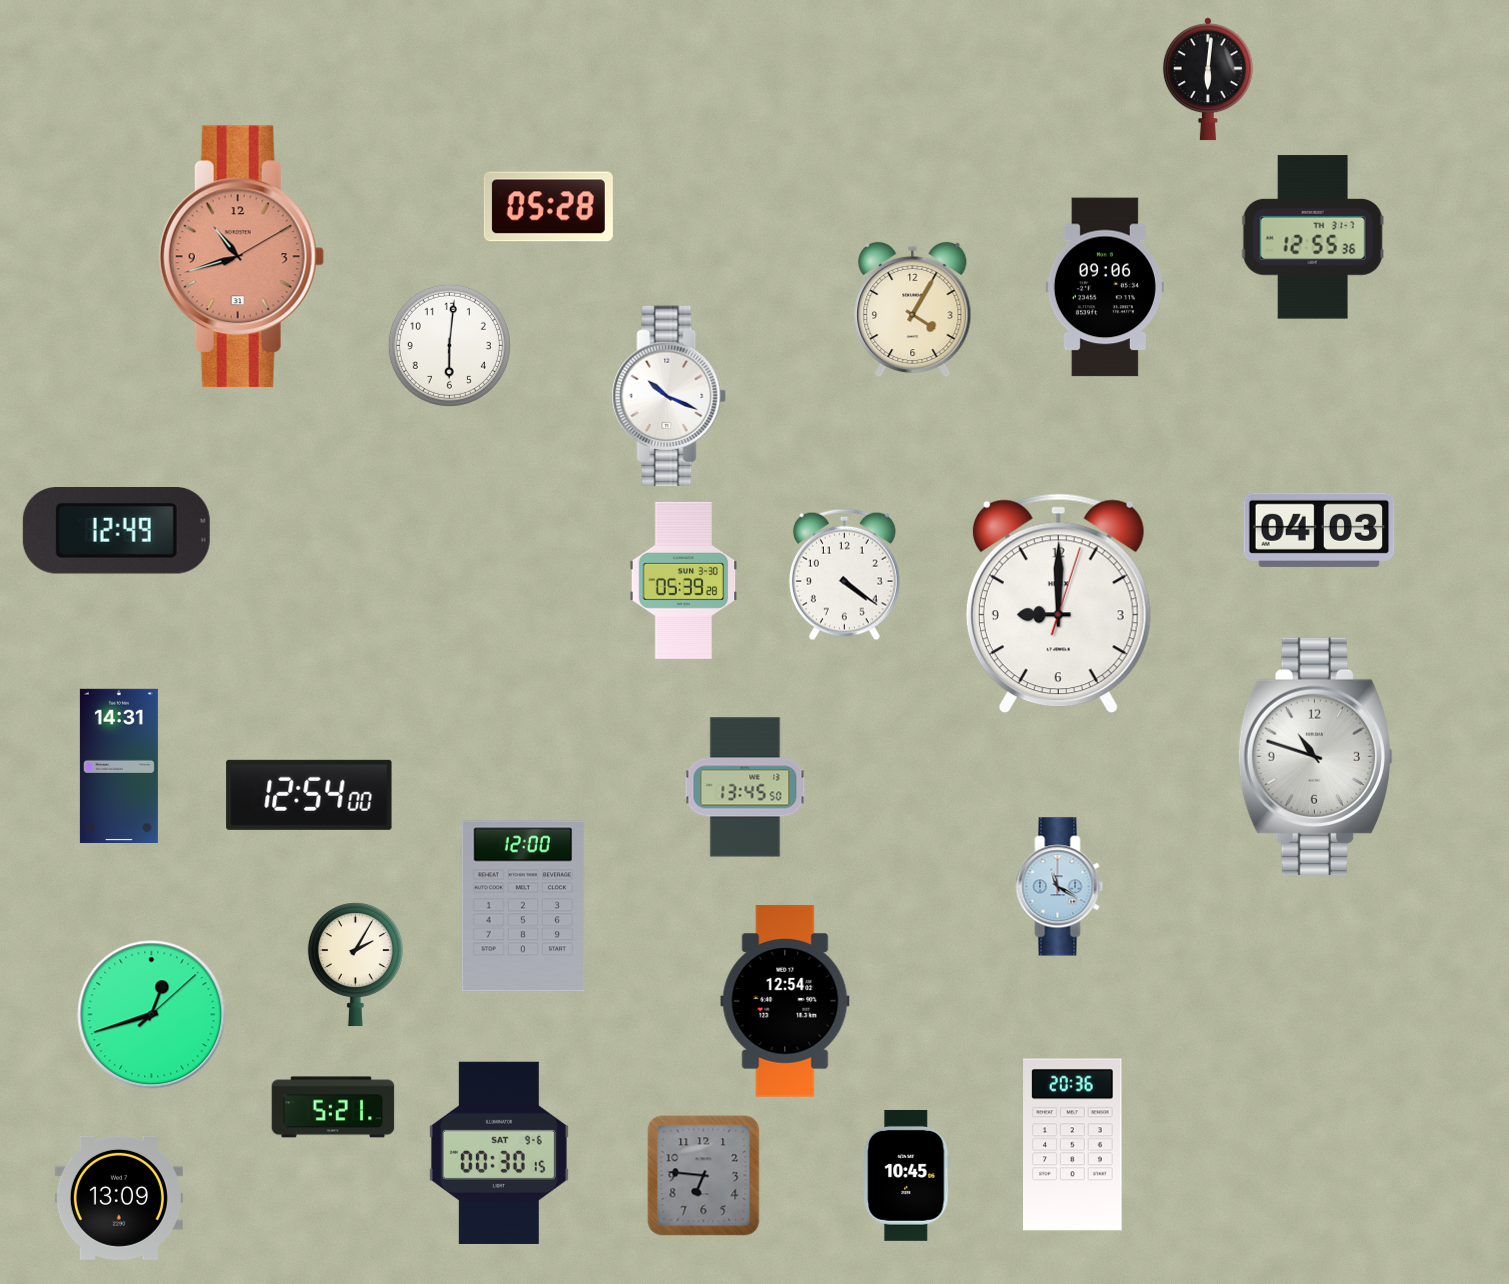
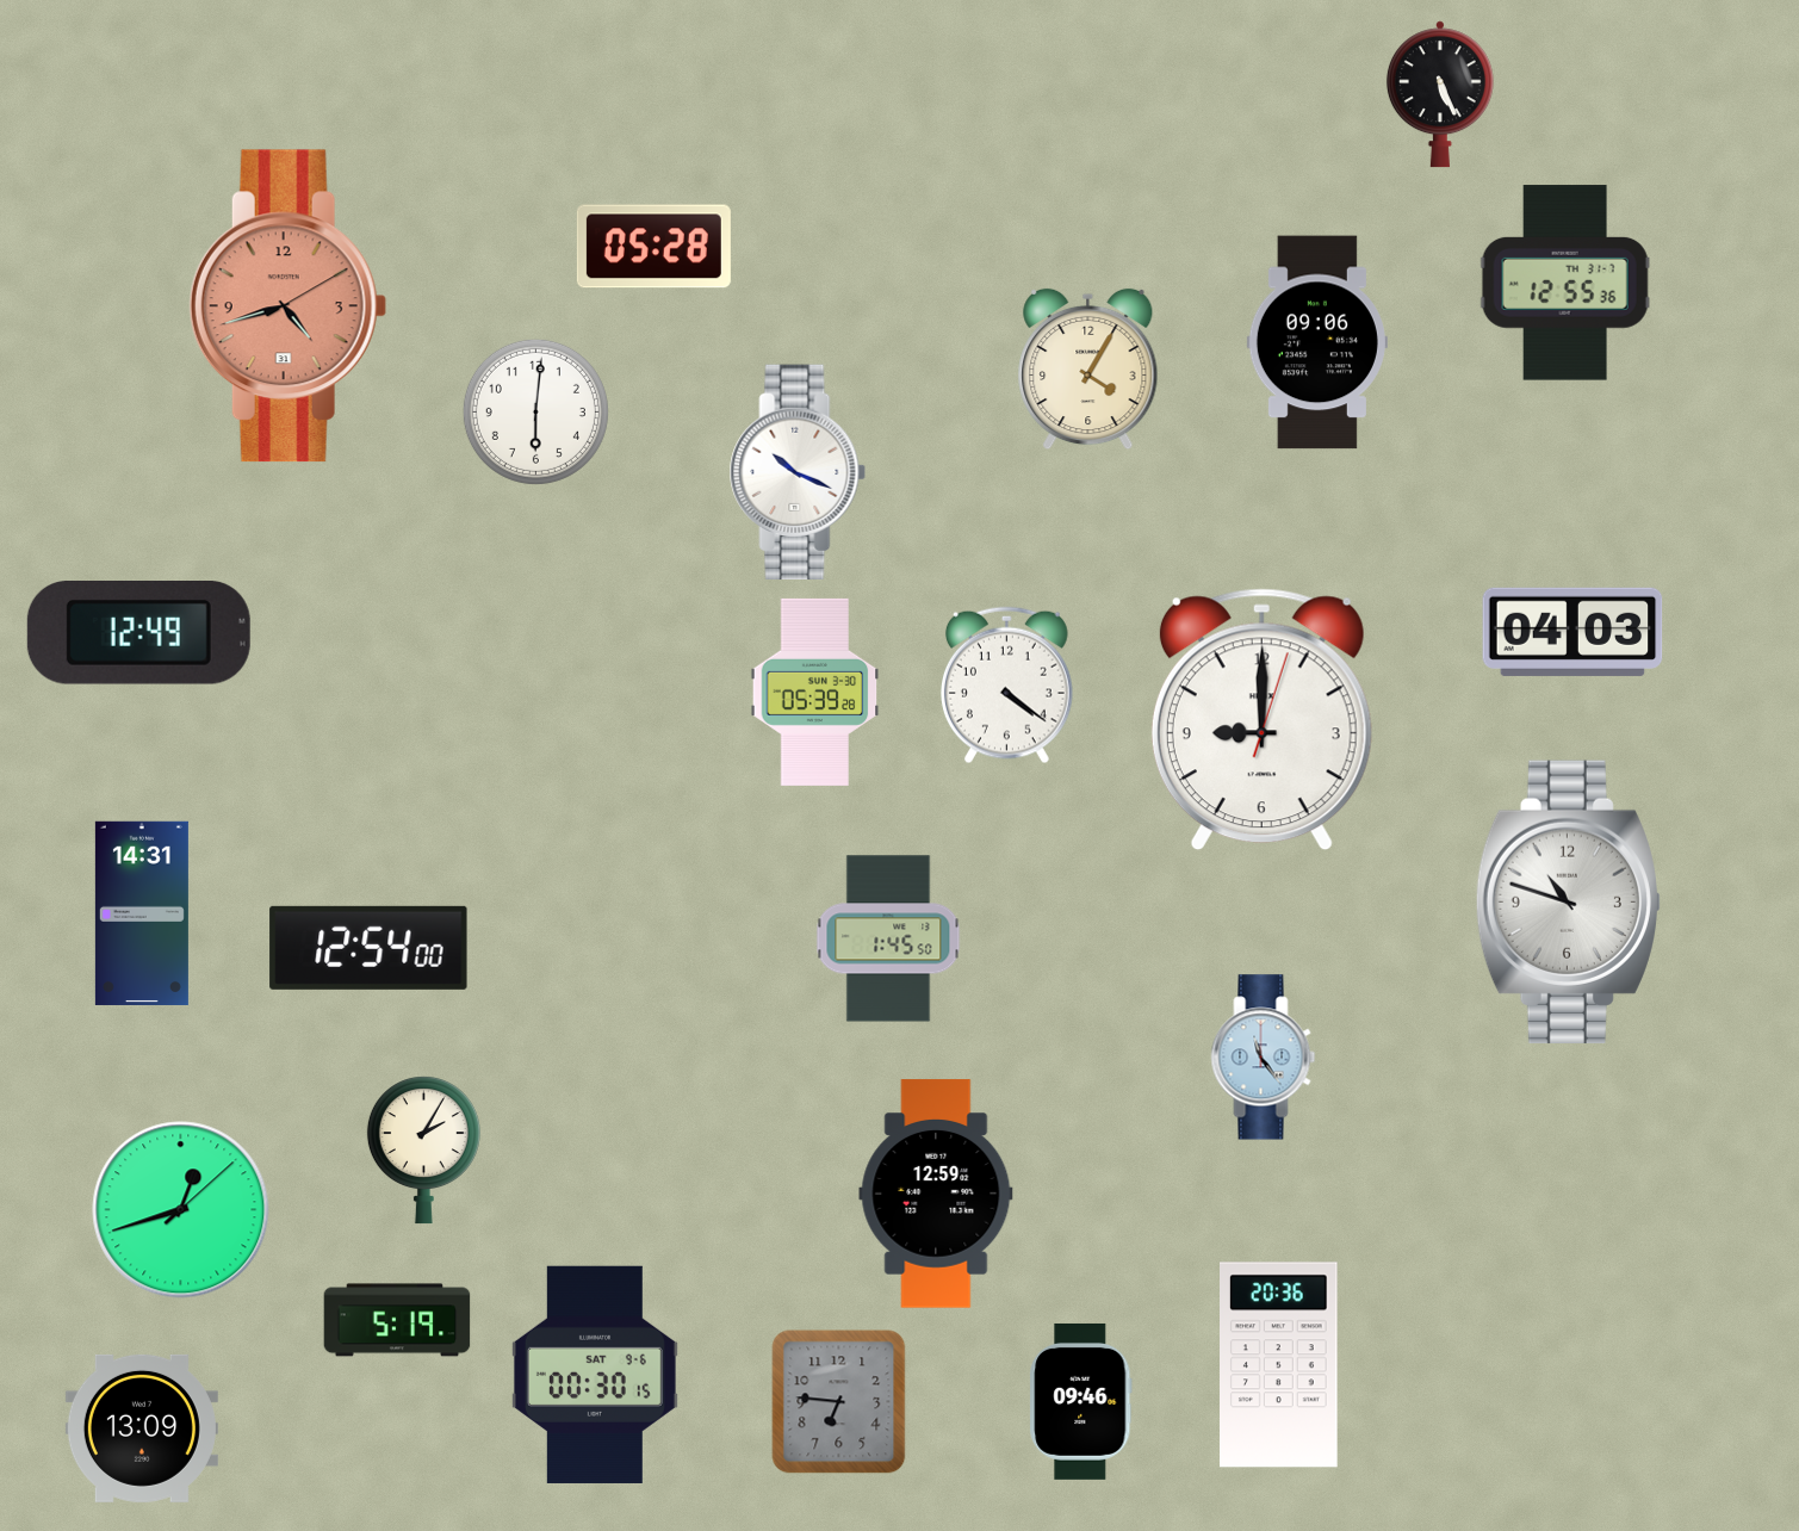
clock at (1208, 79): 6:01 -> 5:26
clock at (241, 257): 10:42 -> 4:42
clock at (745, 787): 13:45 -> 1:45
clock at (1060, 887): 11:20 -> 11:24
clock at (523, 906): 12:00 -> none
clock at (785, 1001): 12:54 -> 12:59
clock at (333, 1107): 5:21 -> 5:19
clock at (907, 1175): 10:45 -> 09:46
